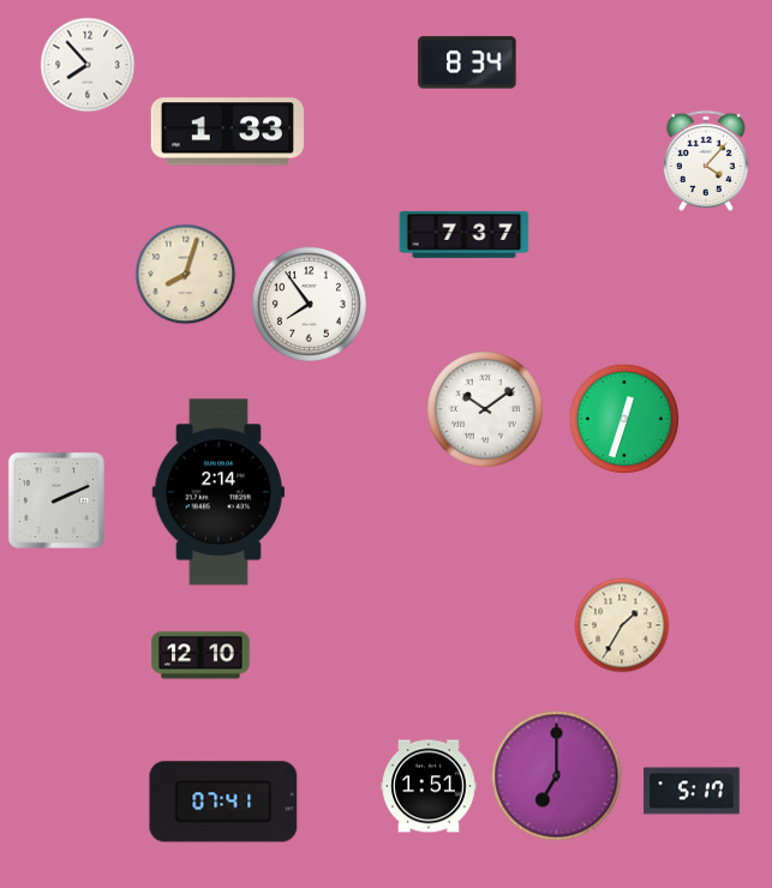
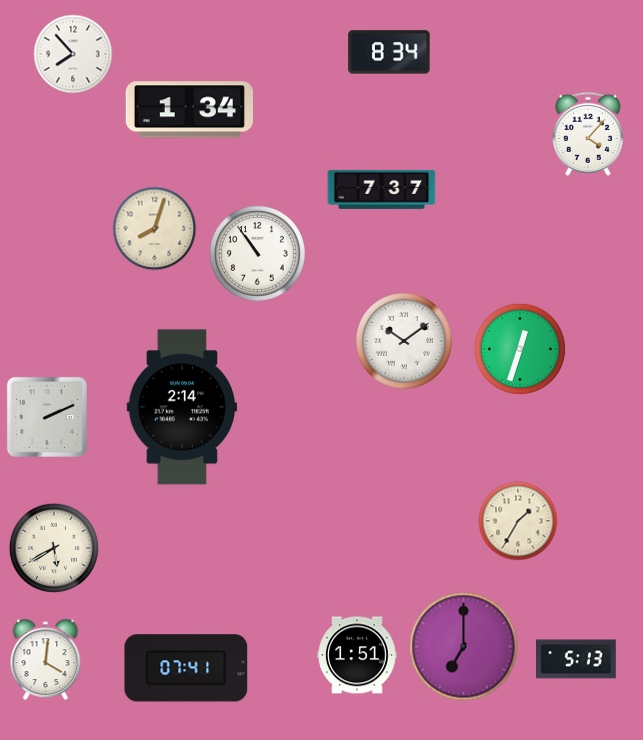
clock at (227, 132): 1:33 -> 1:34
clock at (465, 234) position: (465, 234) -> (382, 189)
clock at (309, 304): 7:54 -> 10:54
clock at (219, 492) position: (219, 492) -> (182, 407)
clock at (201, 655): 12:10 -> none
clock at (54, 548): none -> 5:40
clock at (692, 791): 5:17 -> 5:13
clock at (46, 660): none -> 4:01
